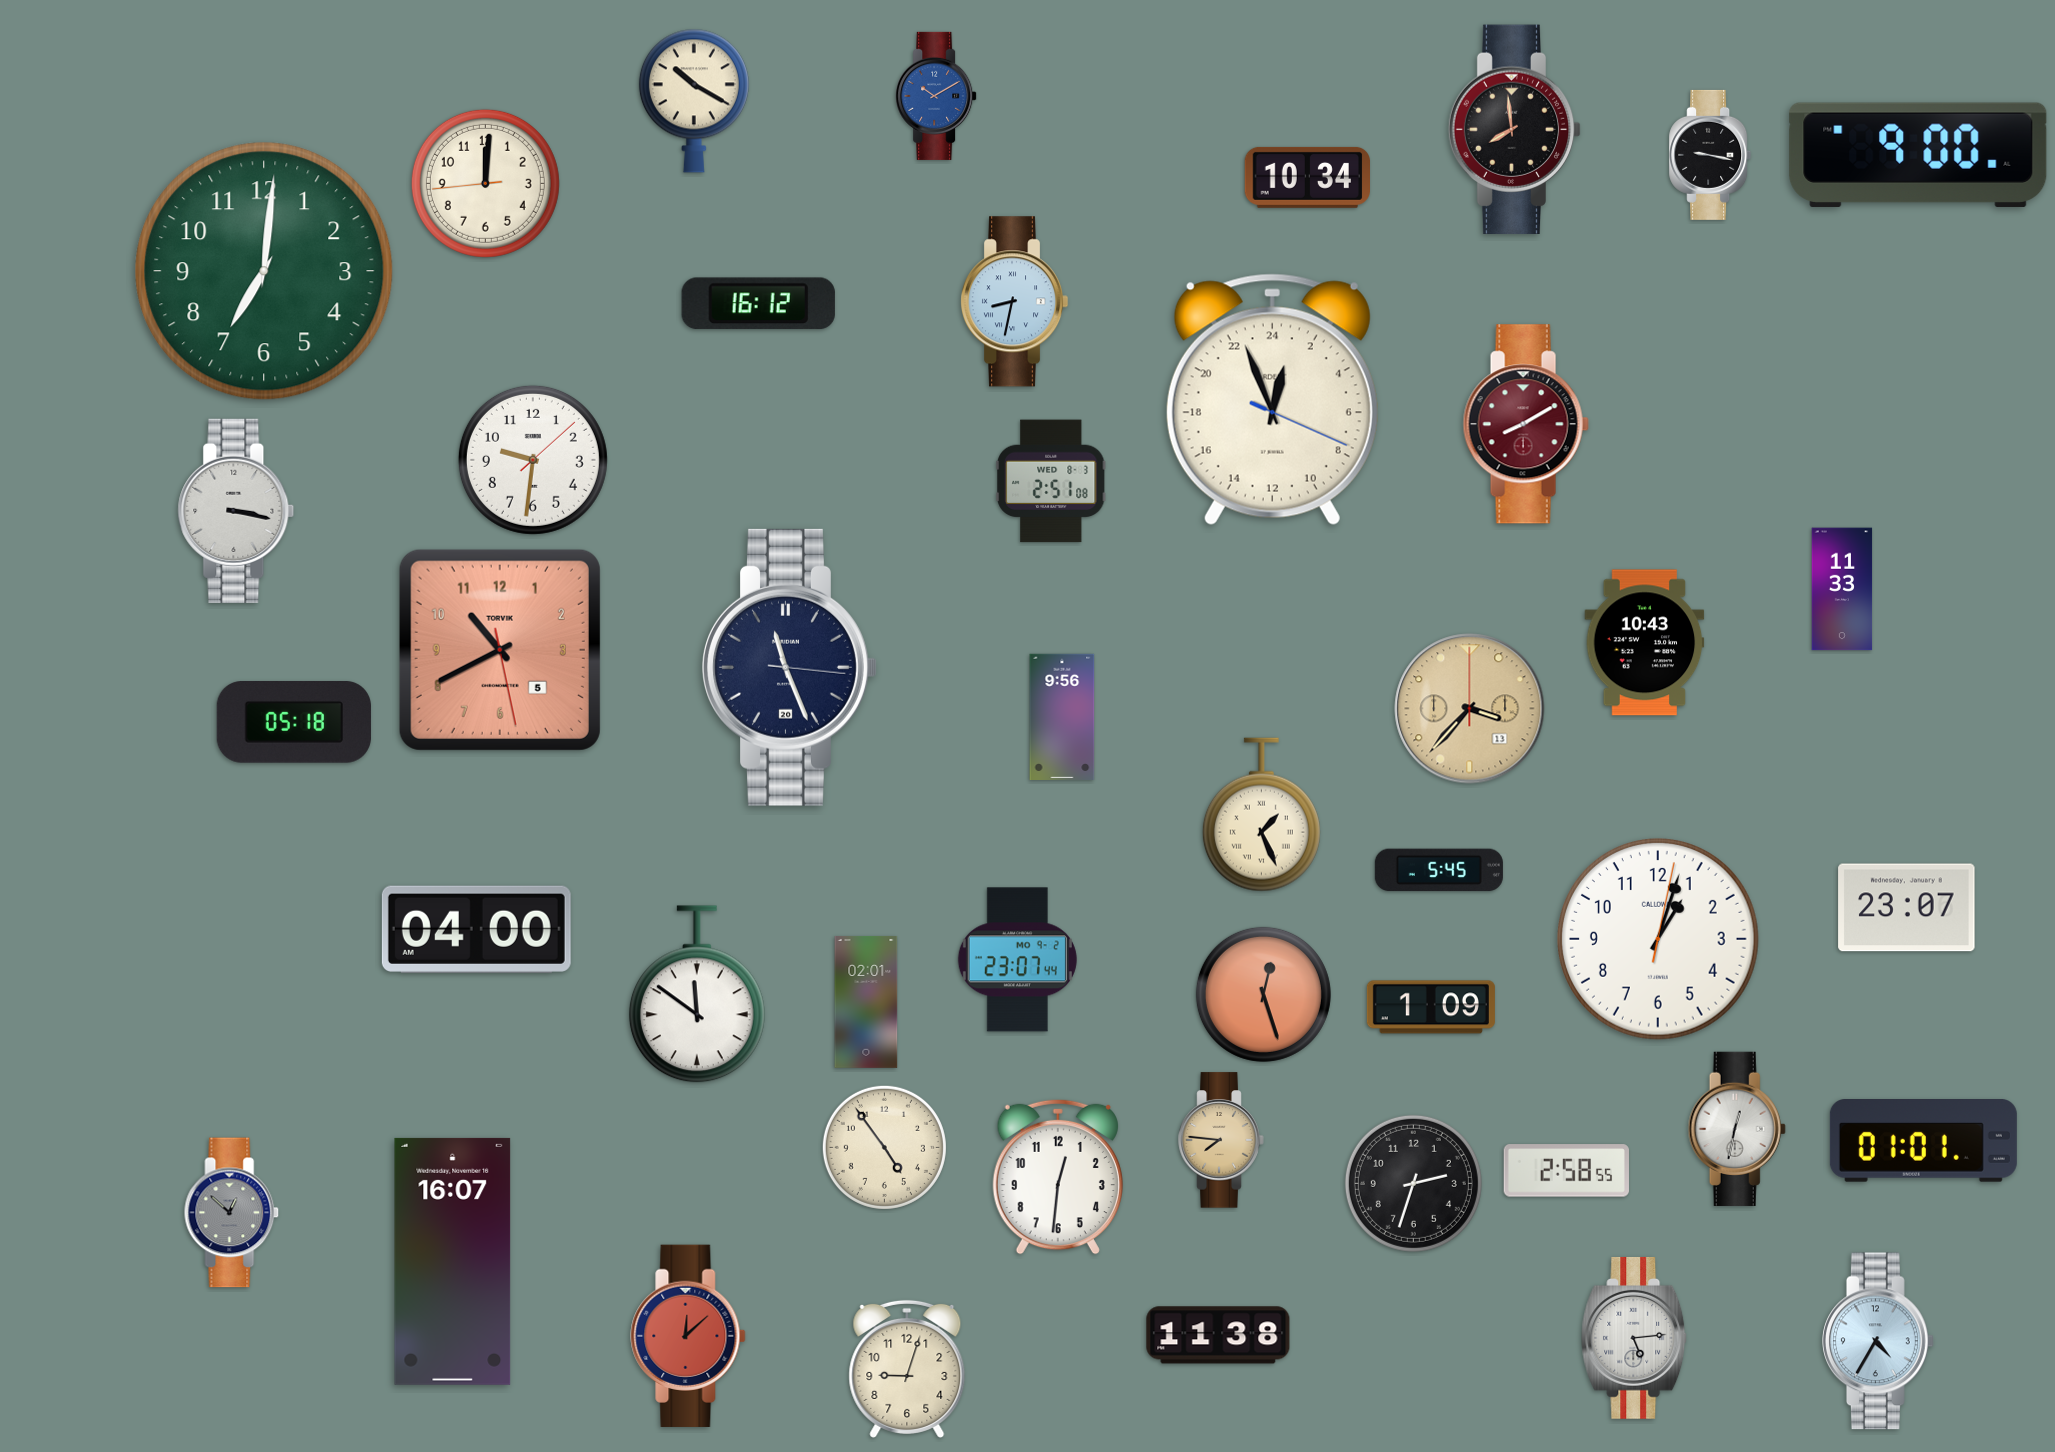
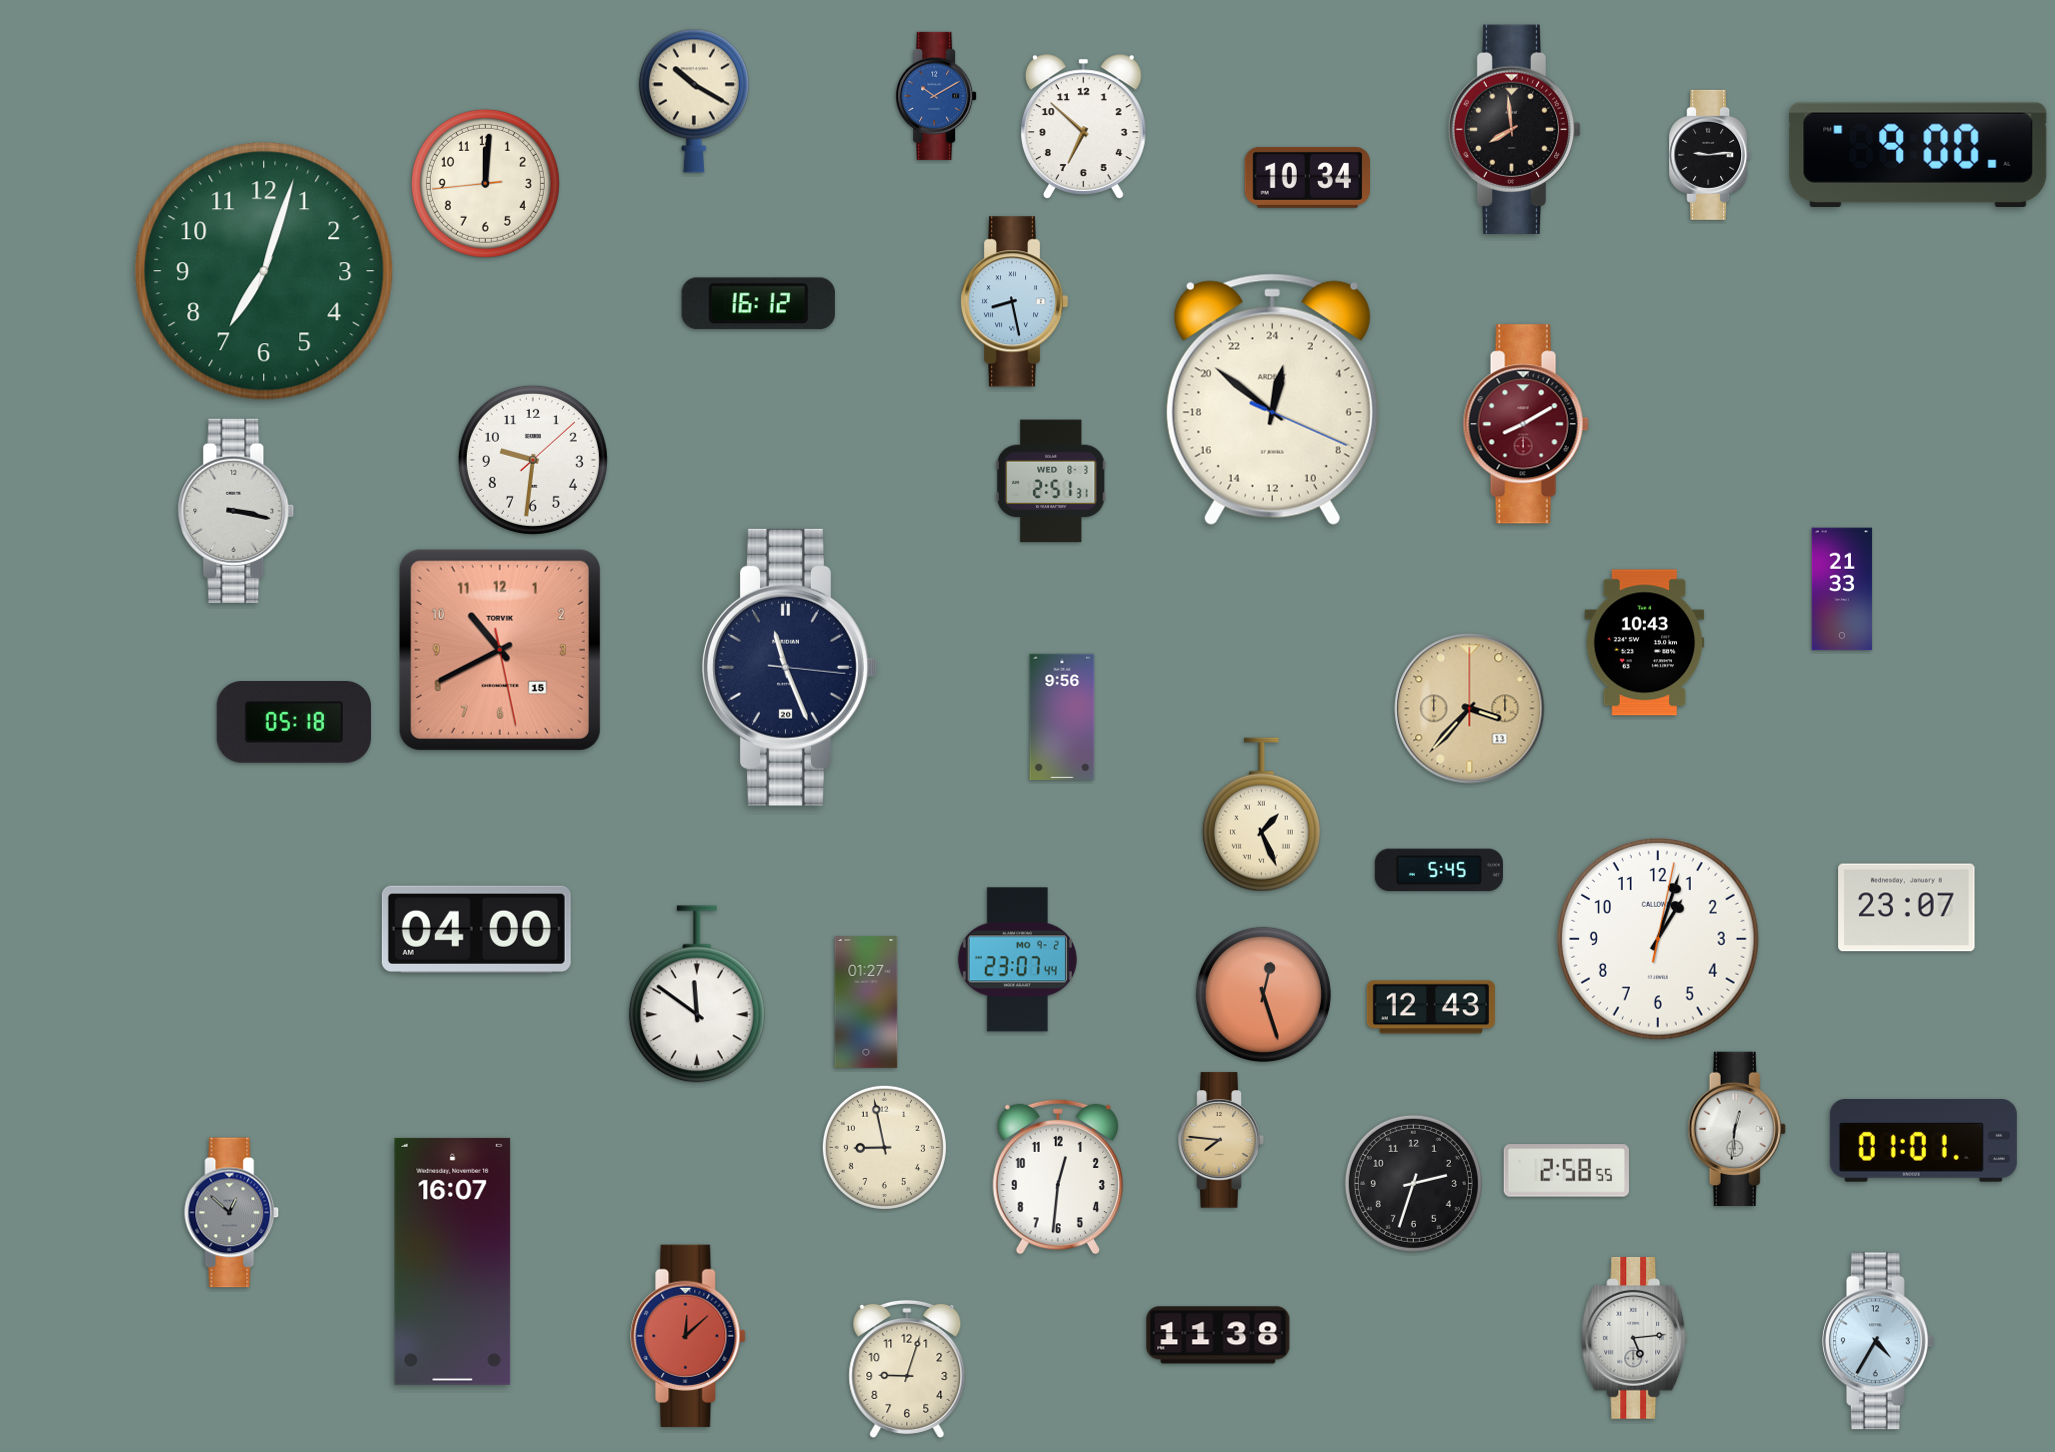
clock at (1083, 127): none -> 6:52
clock at (1710, 155): 9:17 -> 9:14
clock at (264, 271): 7:01 -> 7:03
clock at (1014, 302): 8:32 -> 8:28
clock at (1272, 399): 0:56 -> 0:51
clock at (1052, 481): 2:51:08 -> 2:51:31
clock at (1842, 589): 11:33 -> 21:33
clock at (500, 650) date: 5 -> 15
clock at (866, 1002): 02:01 -> 01:27
clock at (1431, 1007): 1:09 -> 12:43
clock at (1737, 1129): 12:32 -> 12:31
clock at (884, 1147): 4:54 -> 8:58
